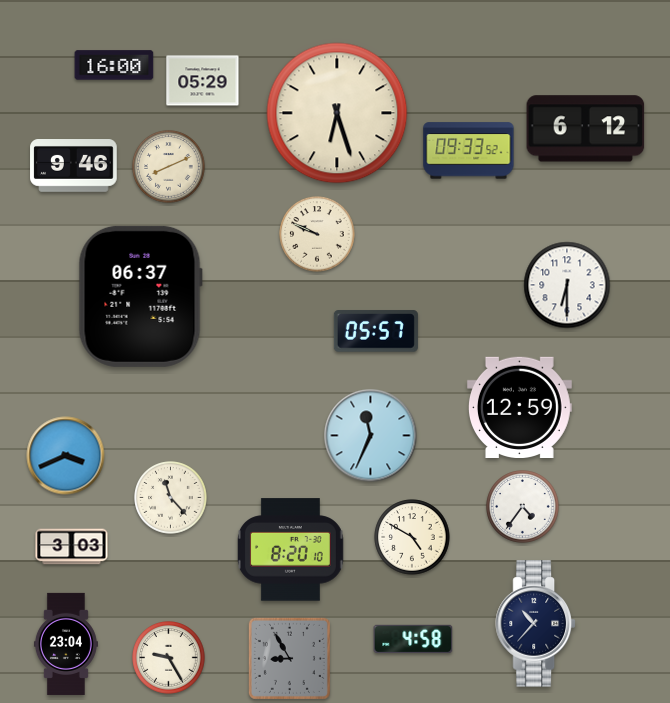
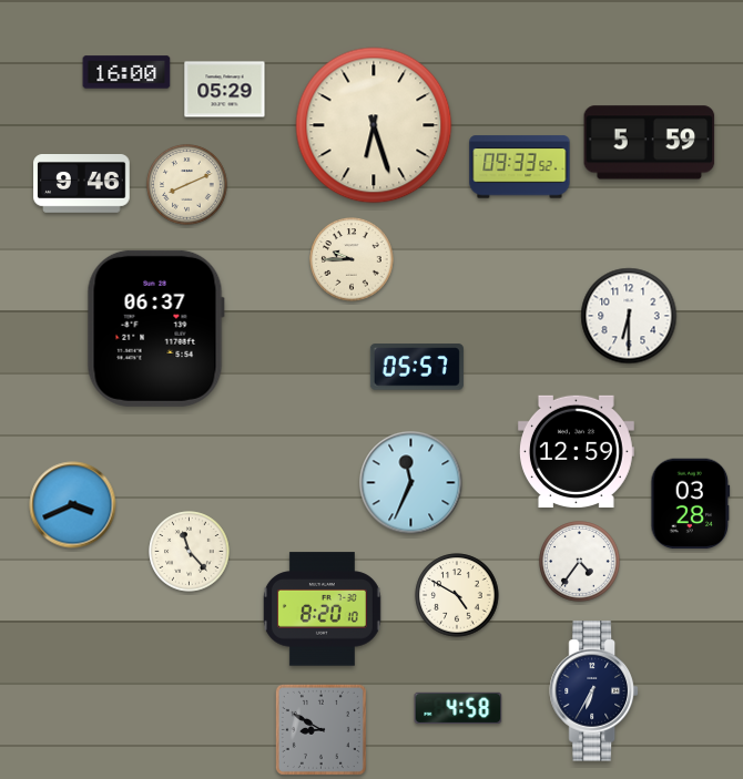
clock at (586, 129): 6:12 -> 5:59
clock at (317, 234): 9:49 -> 9:45
clock at (691, 504): none -> 03:28
clock at (72, 547): 3:03 -> none
clock at (536, 624): 10:37 -> 6:35
clock at (66, 644): 23:04 -> none
clock at (169, 658): 9:25 -> none
clock at (289, 658): 8:55 -> 8:50
